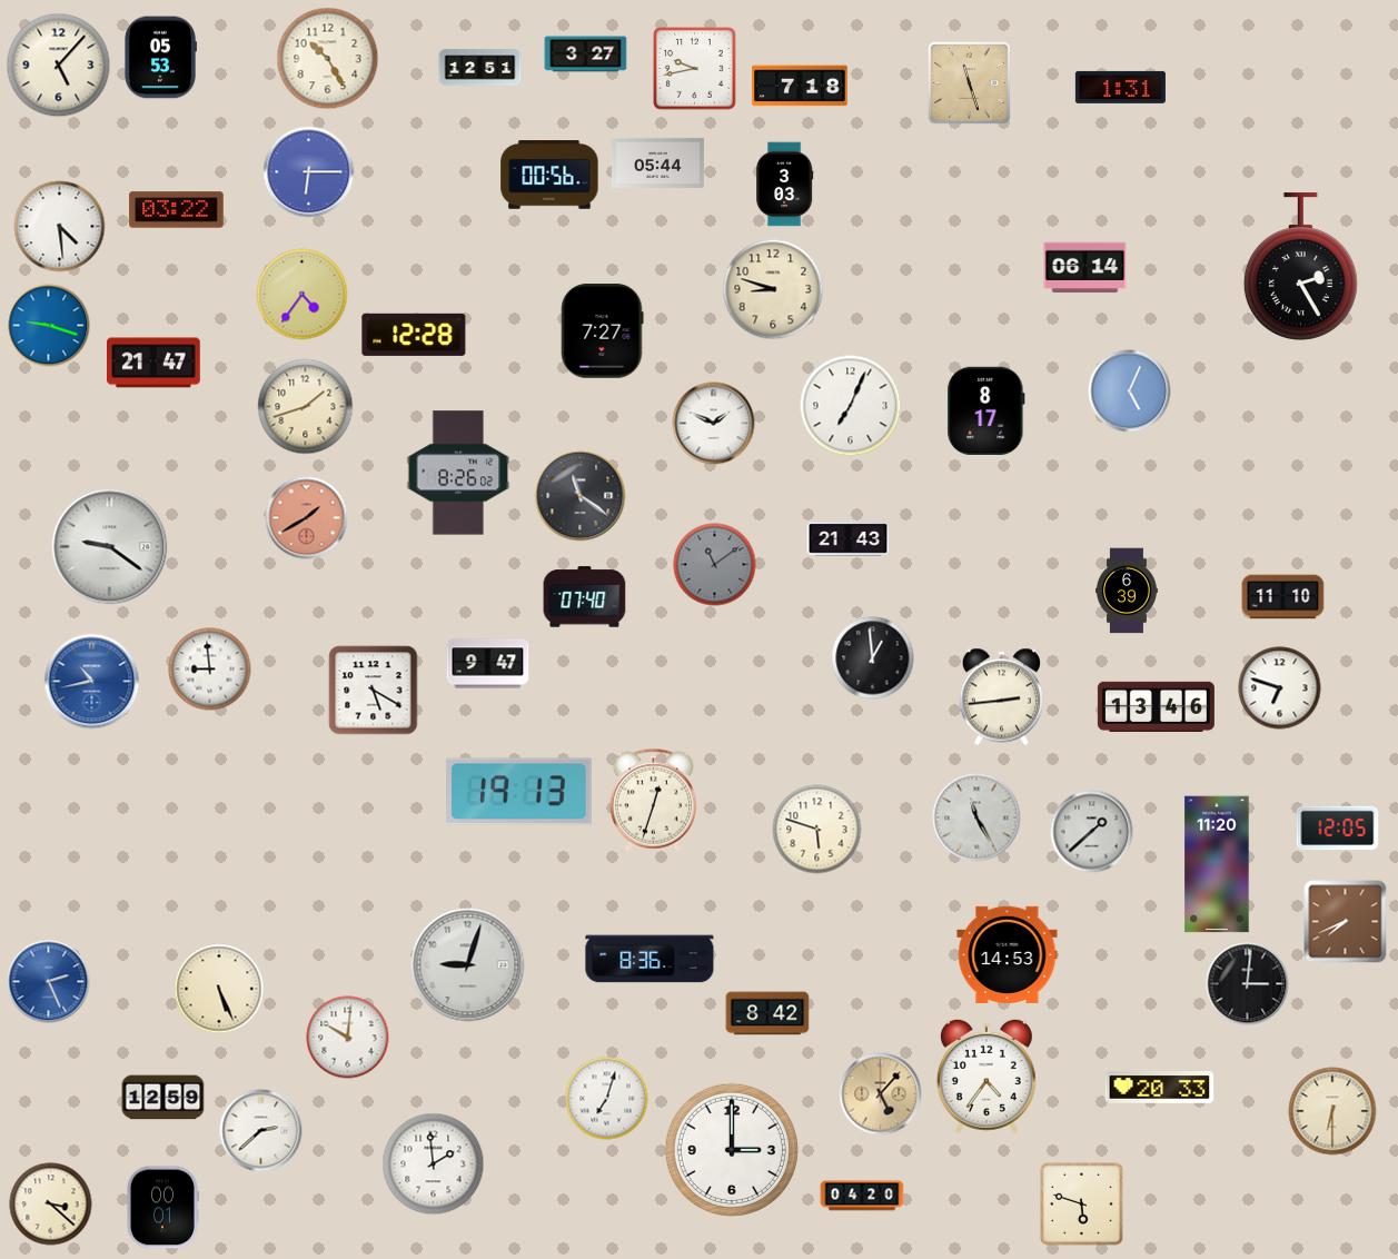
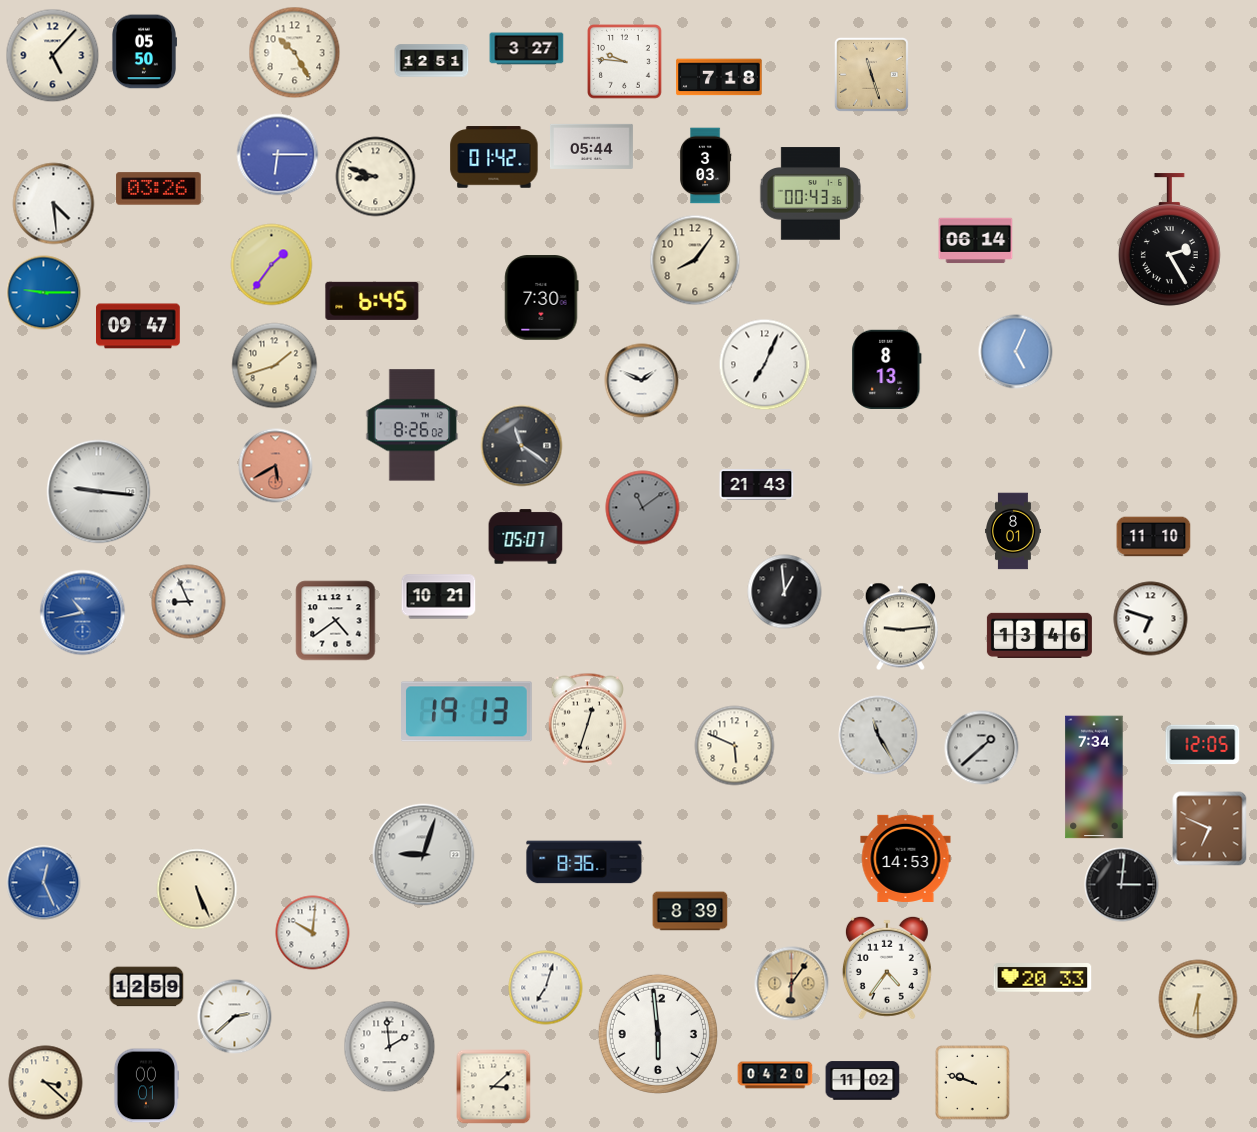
clock at (161, 58): 05:53 -> 05:50
clock at (59, 66) position: (59, 66) -> (53, 56)
clock at (695, 69): 9:43 -> 9:46
clock at (1120, 87): 1:31 -> none
clock at (549, 175): 00:56 -> 01:42
clock at (376, 177): none -> 8:48
clock at (177, 210): 03:22 -> 03:26
clock at (810, 194): none -> 00:43
clock at (773, 289): 8:48 -> 8:06
clock at (303, 295): 4:36 -> 1:36
clock at (49, 326): 9:18 -> 9:15
clock at (603, 331): 7:27 -> 7:30
clock at (414, 335): 12:28 -> 6:45
clock at (155, 363): 21:47 -> 09:47
clock at (986, 410): 8:17 -> 8:13
clock at (307, 518): 1:40 -> 5:40
clock at (849, 539) position: (849, 539) -> (757, 485)
clock at (110, 547): 9:21 -> 9:16
clock at (1128, 591): 6:39 -> 8:01
clock at (585, 597): 07:40 -> 05:07
clock at (488, 664): 9:47 -> 10:21
clock at (210, 670): 8:59 -> 8:56
clock at (374, 691): 5:20 -> 4:39
clock at (1001, 697): 2:44 -> 9:14
clock at (817, 830): 5:48 -> 5:49
clock at (1217, 864): 11:20 -> 7:34
clock at (1346, 922): 7:41 -> 6:49
clock at (468, 965) position: (468, 965) -> (424, 855)
clock at (49, 982): 2:26 -> 12:26
clock at (767, 1013): 8:42 -> 8:39
clock at (881, 1094): 5:07 -> 6:06
clock at (732, 1150): 3:00 -> 5:59
clock at (863, 1081): none -> 11:02
clock at (1082, 1205): 5:48 -> 9:48
clock at (494, 1087): none -> 3:08
